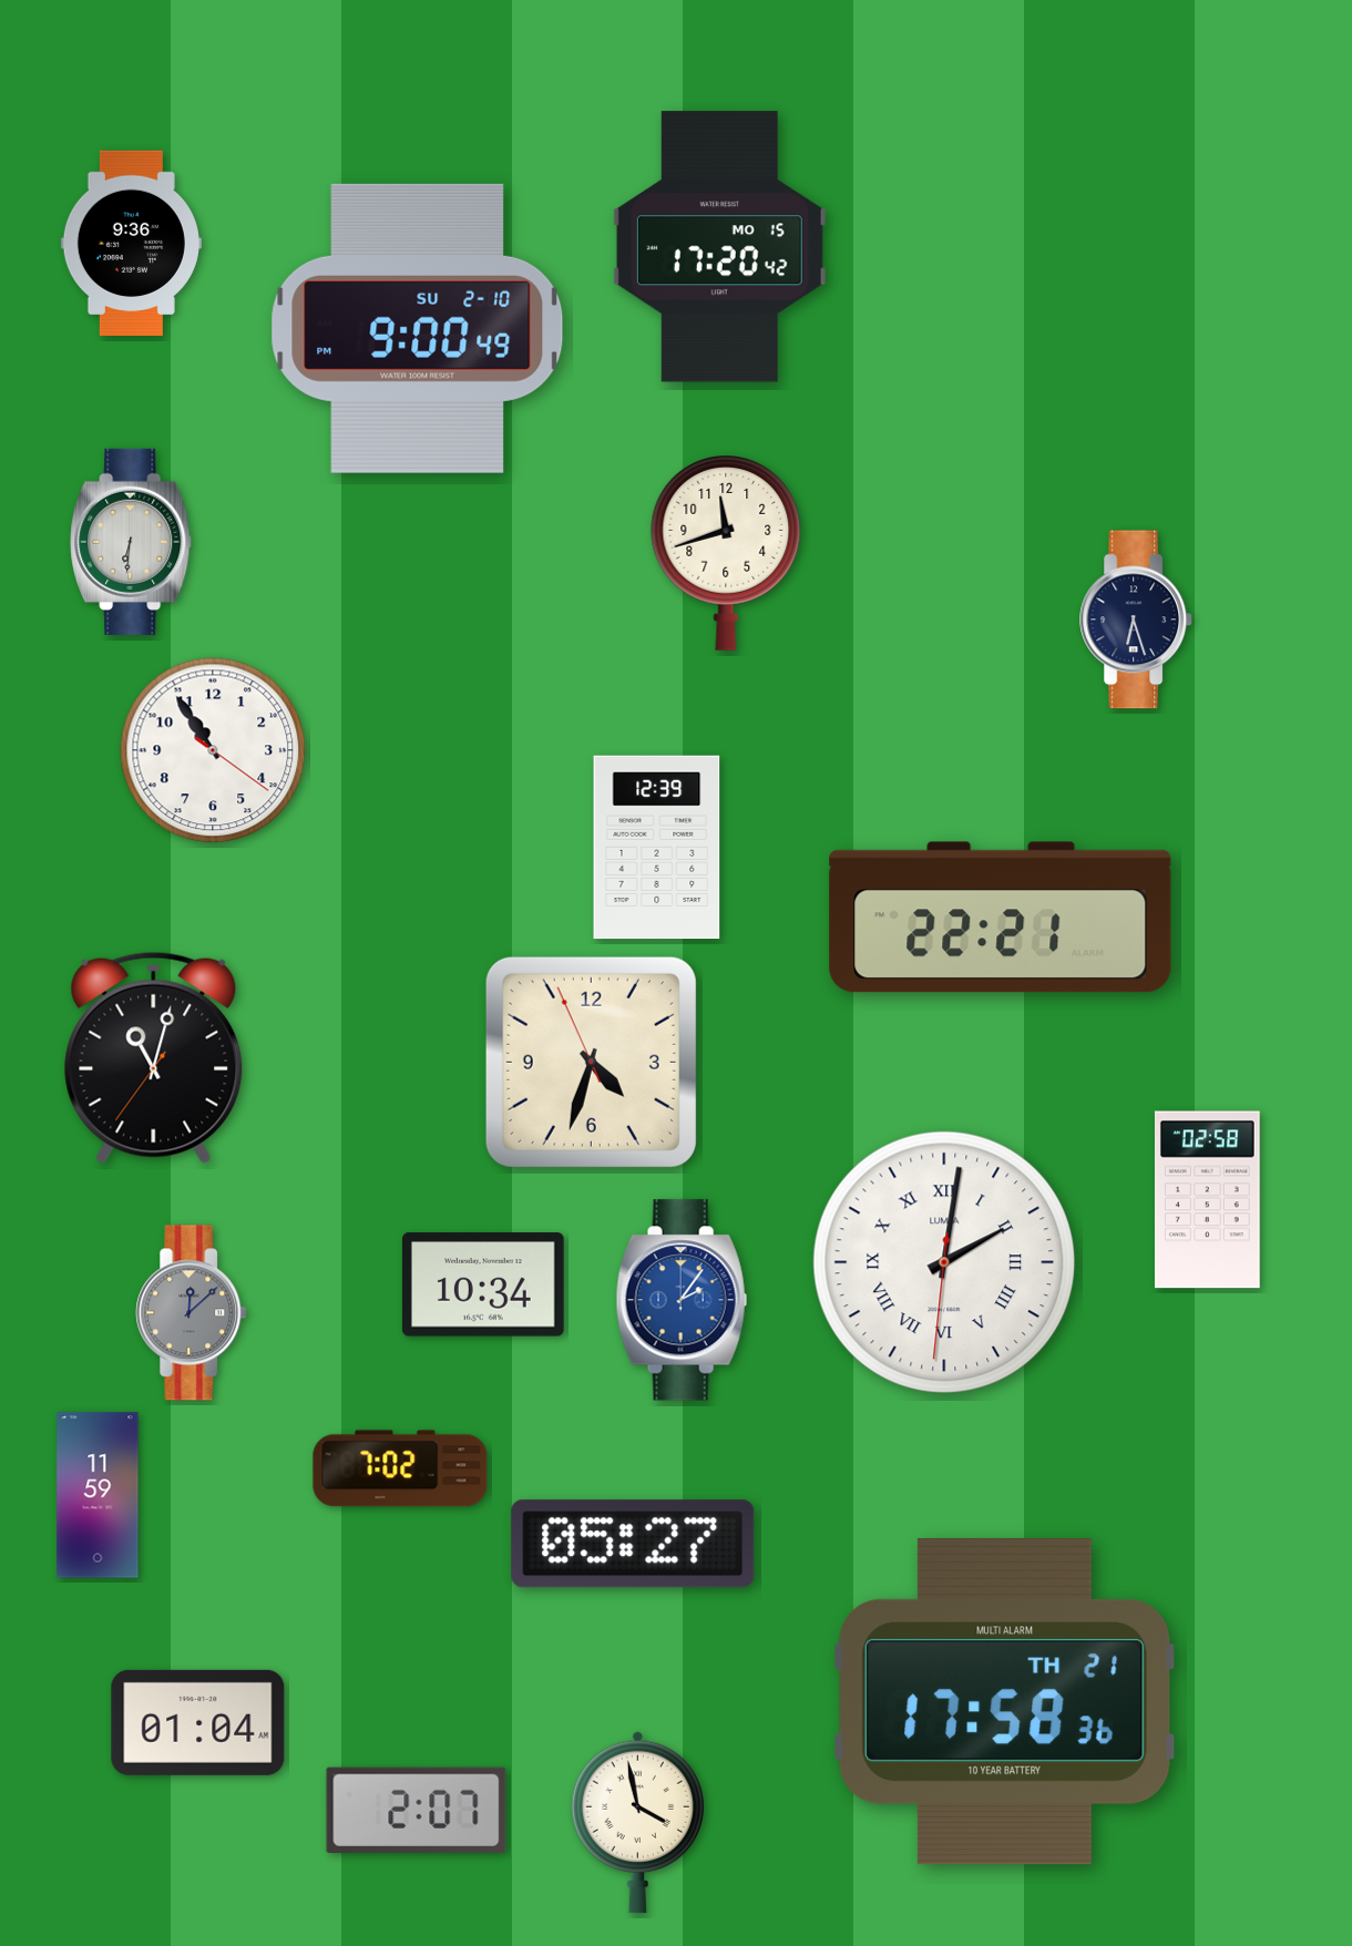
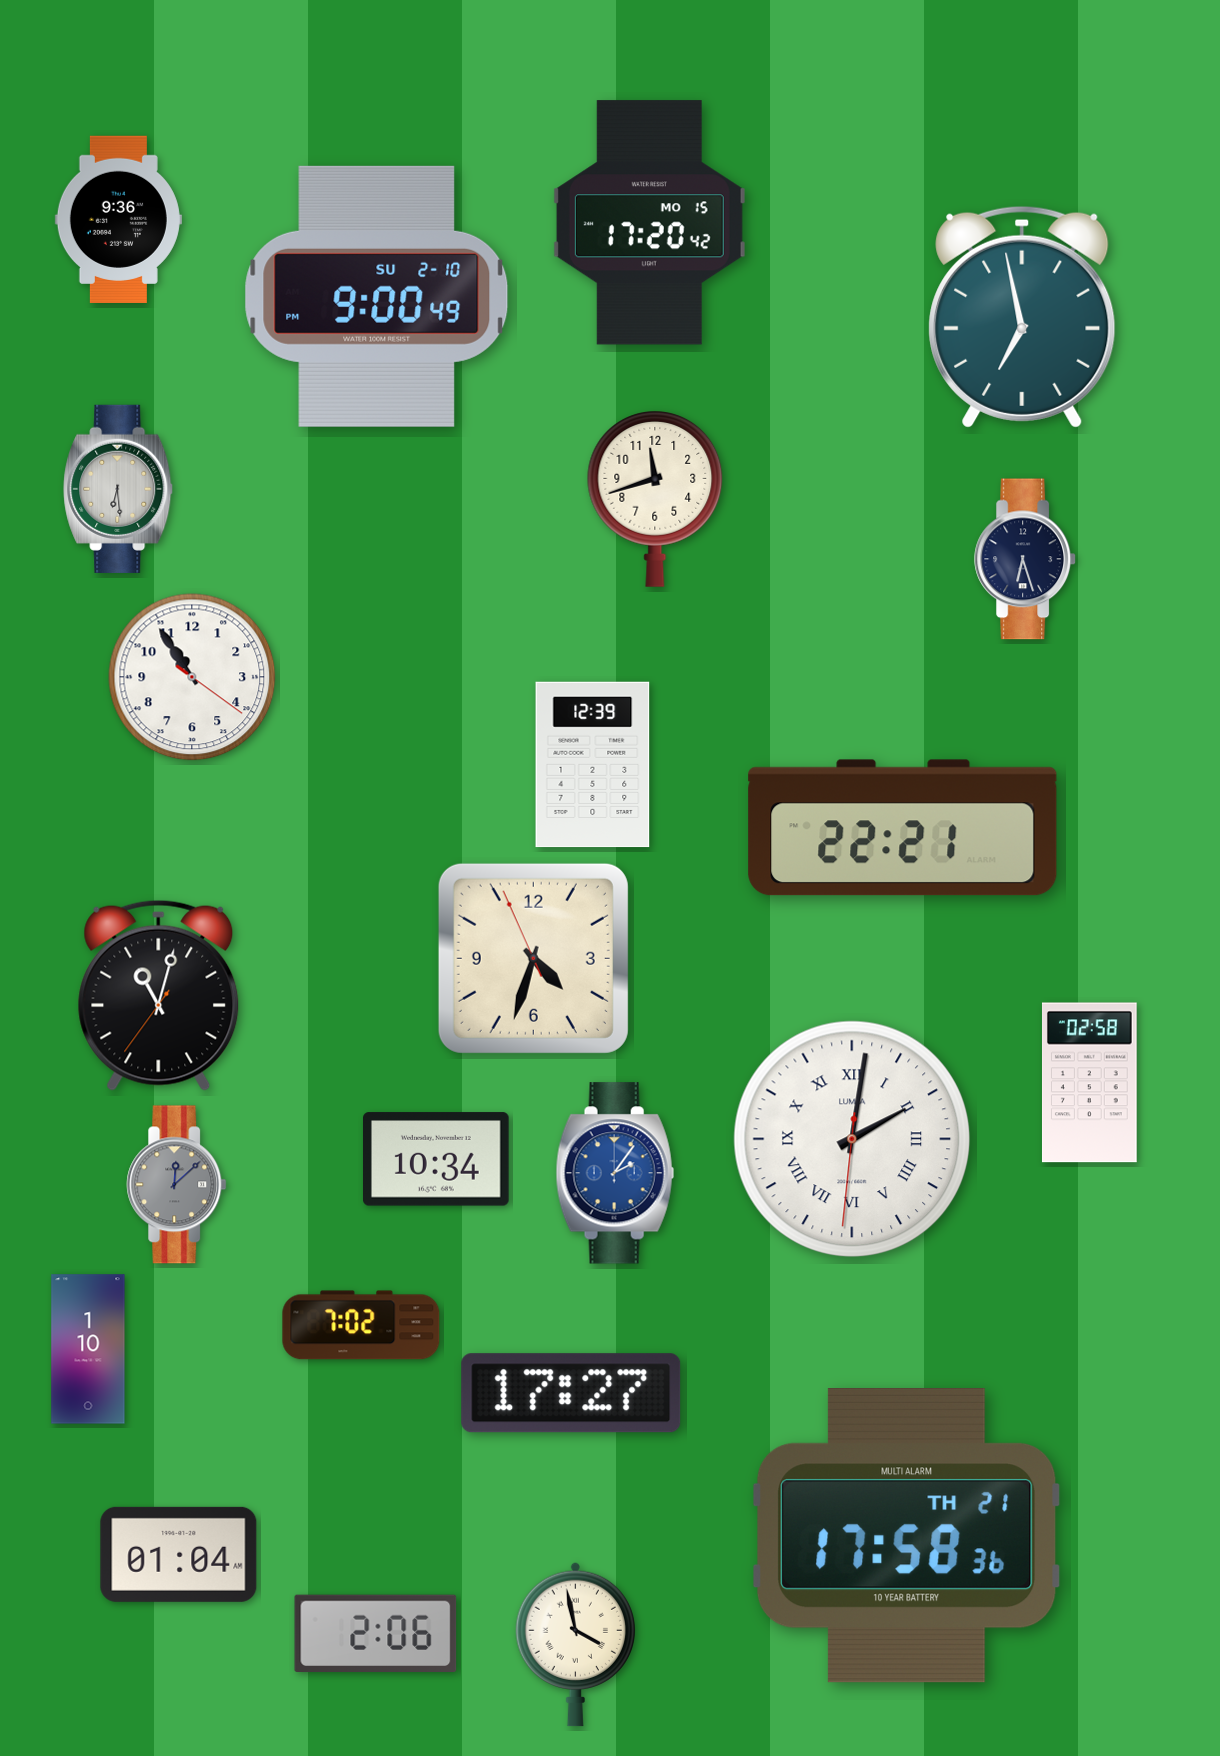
clock at (1022, 317): none -> 6:58
clock at (132, 542): 6:31 -> 6:29
clock at (154, 1057) position: (154, 1057) -> (159, 995)
clock at (192, 1313) position: (192, 1313) -> (177, 1185)
clock at (98, 1495): 11:59 -> 1:10
clock at (633, 1544): 05:27 -> 17:27
clock at (417, 1810): 2:07 -> 2:06
